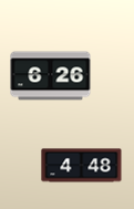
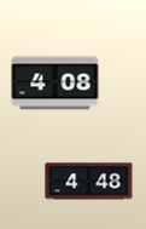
clock at (51, 76): 6:26 -> 4:08
